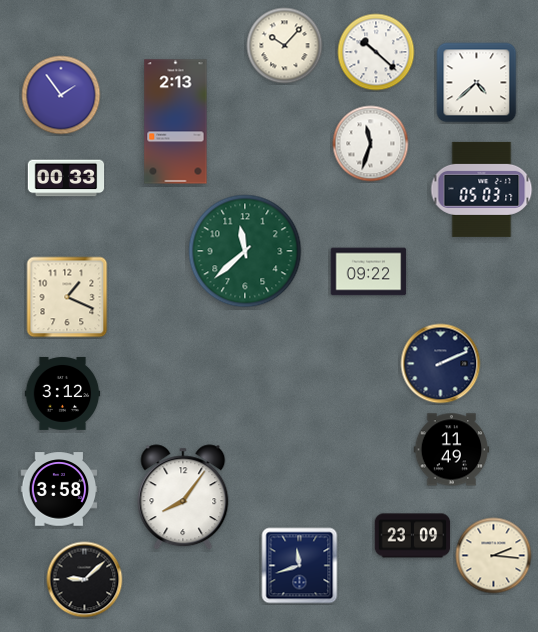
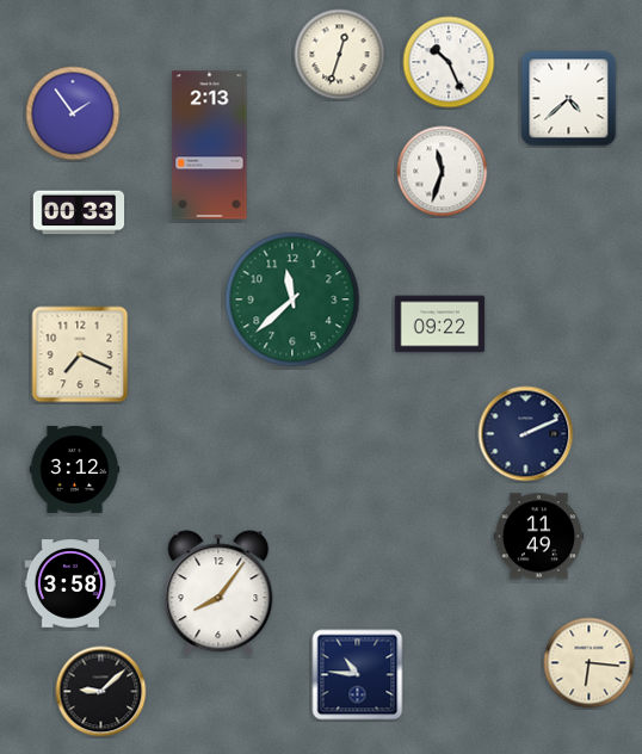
clock at (285, 46): 10:07 -> 12:33
clock at (376, 52): 10:22 -> 10:26
clock at (482, 189): 05:03 -> none
clock at (67, 297): 1:19 -> 7:19
clock at (413, 536): 23:09 -> none
clock at (494, 556): 2:16 -> 6:16
clock at (300, 566): 11:42 -> 10:46
